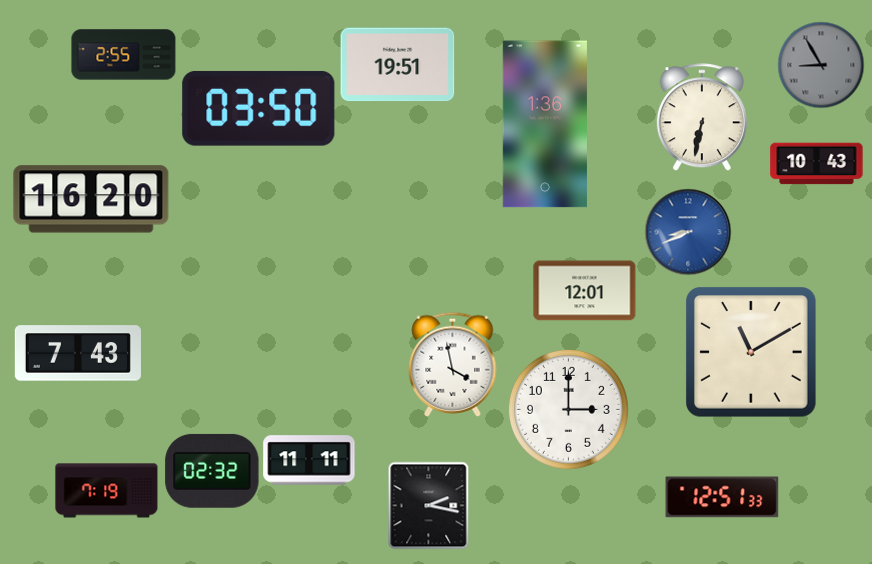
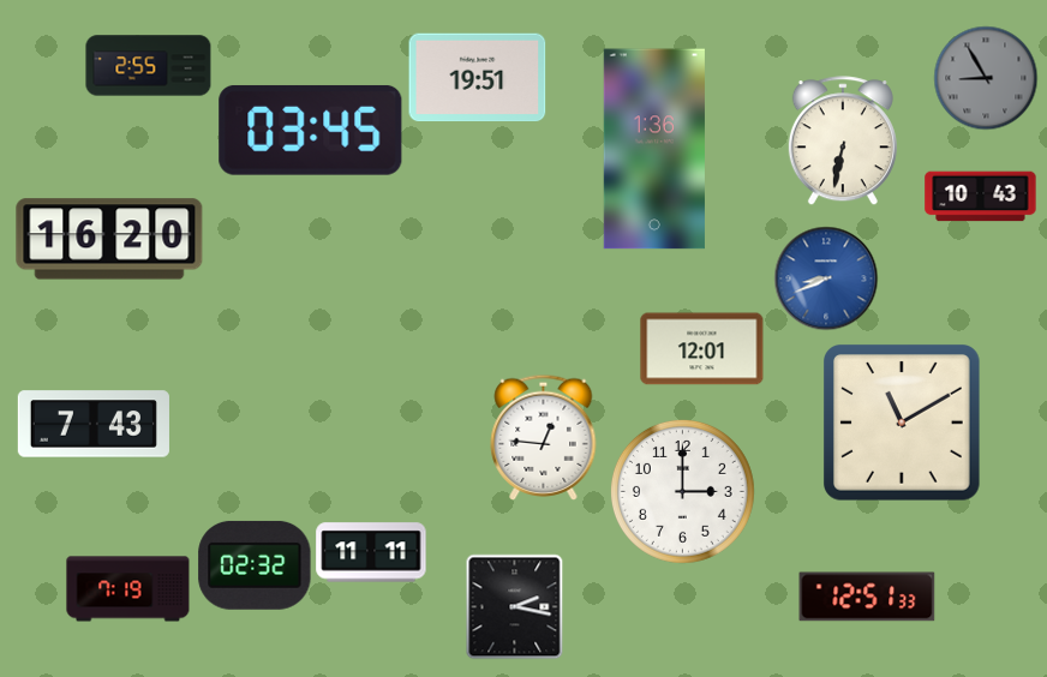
clock at (259, 108): 03:50 -> 03:45
clock at (453, 364): 3:58 -> 12:46
